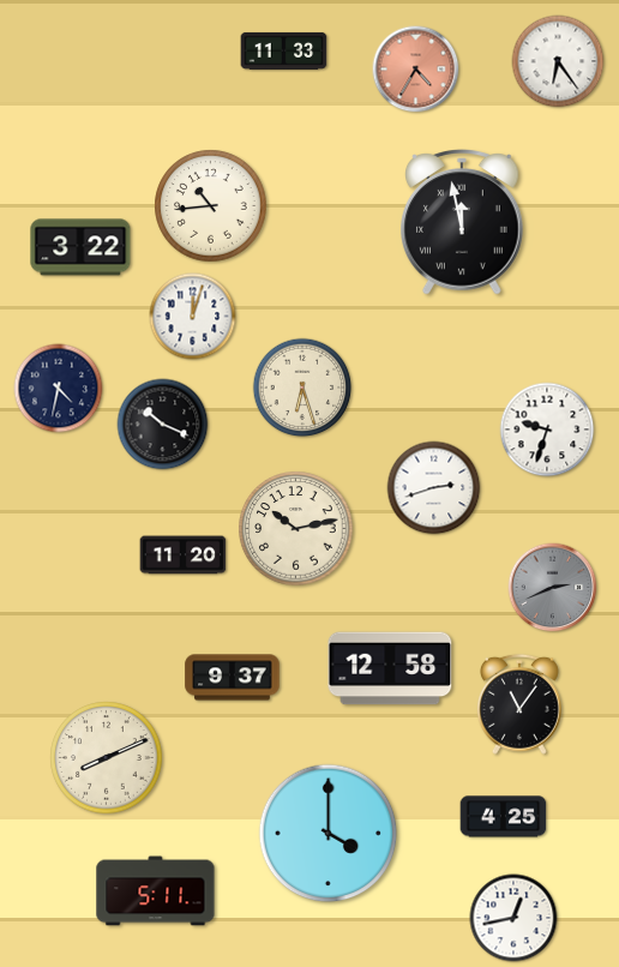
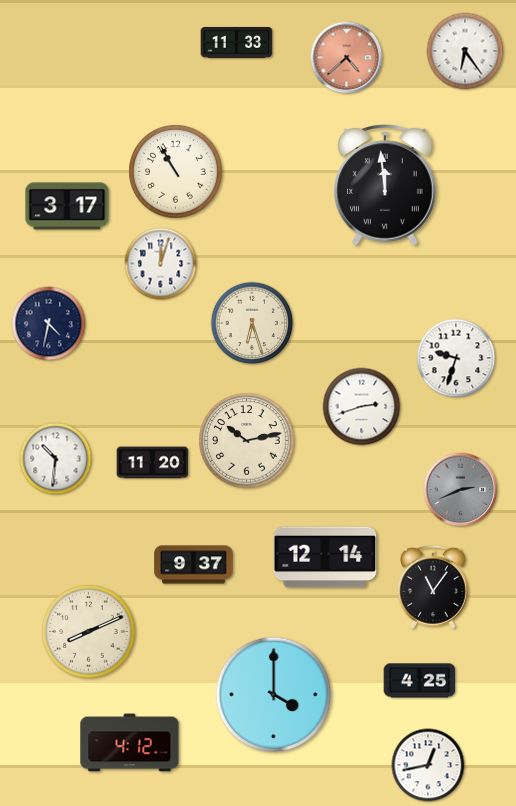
clock at (416, 70): 4:35 -> 4:38
clock at (211, 206): 10:44 -> 10:55
clock at (463, 222): 11:58 -> 11:59
clock at (80, 247): 3:22 -> 3:17
clock at (163, 425): 10:19 -> none
clock at (56, 459): none -> 10:31
clock at (390, 668): 12:58 -> 12:14
clock at (156, 891): 5:11 -> 4:12
